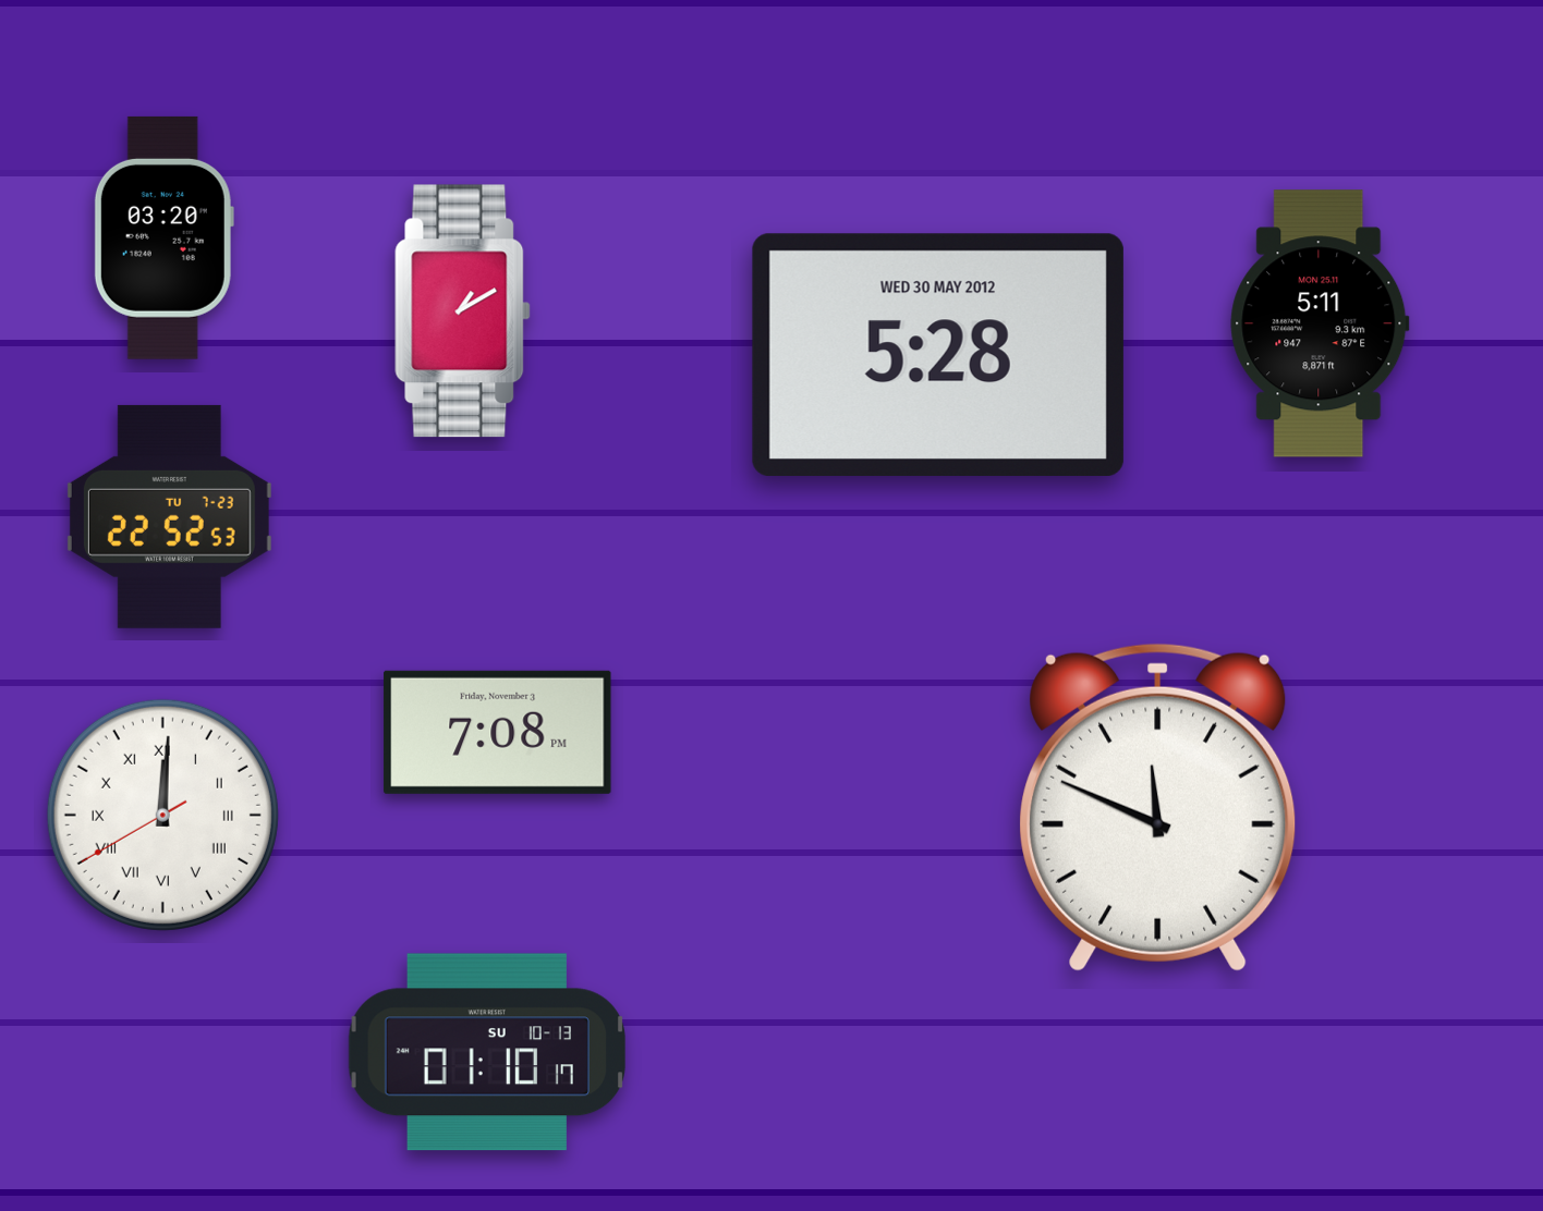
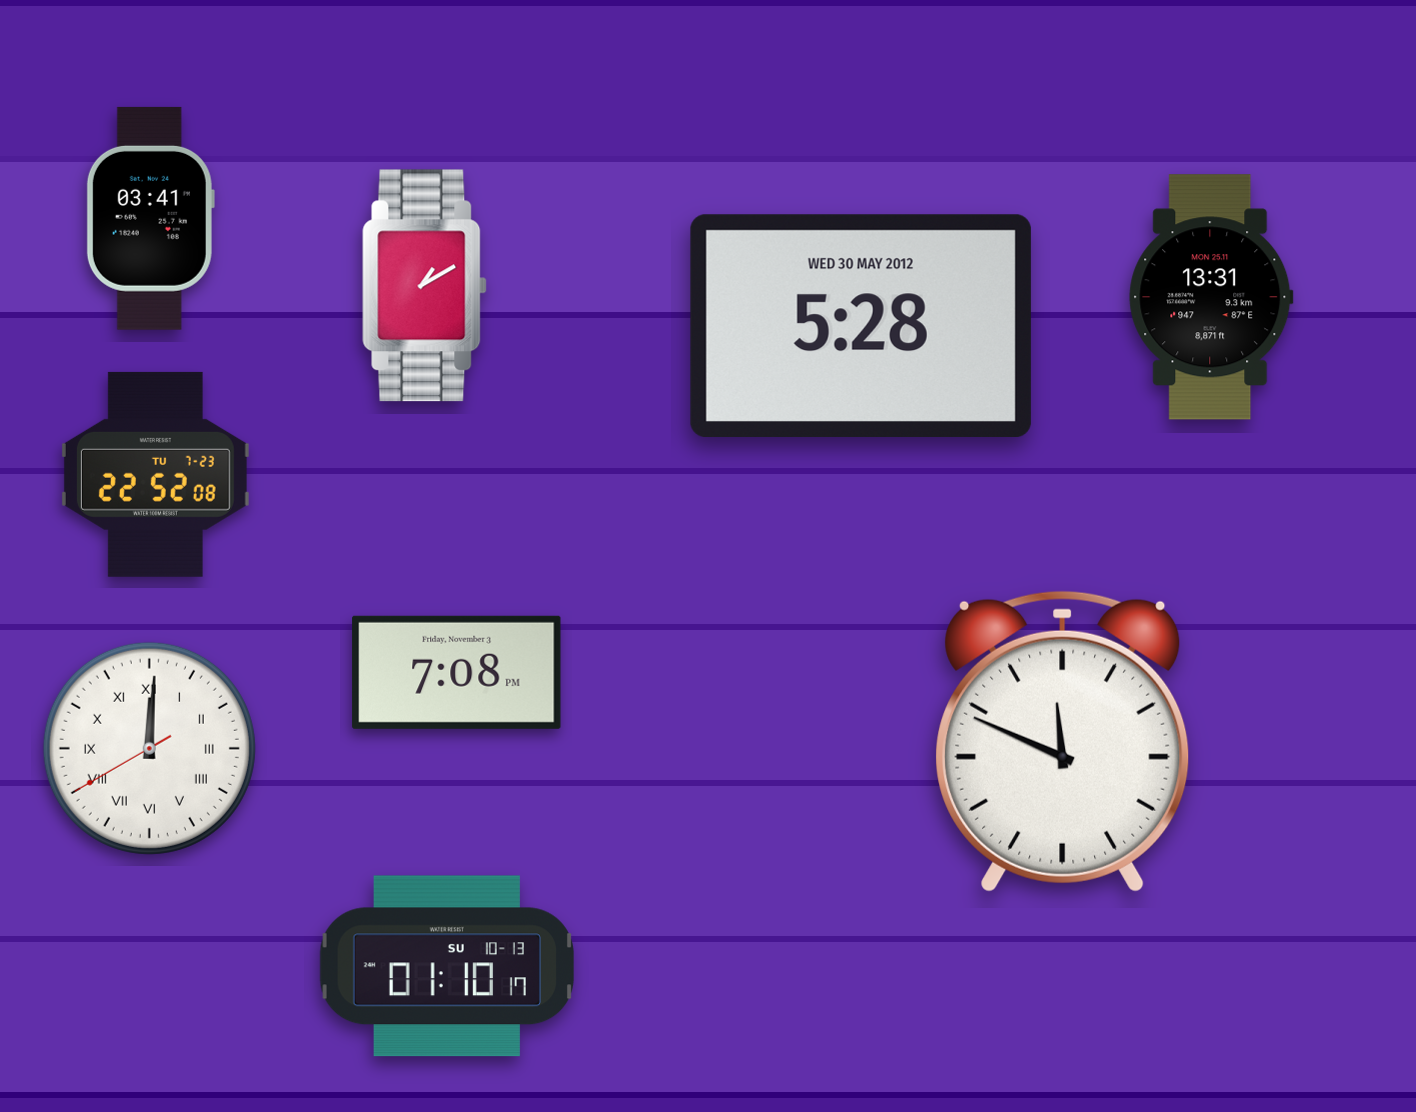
clock at (163, 237): 03:20 -> 03:41
clock at (1320, 323): 5:11 -> 13:31
clock at (169, 516): 22:52:53 -> 22:52:08
